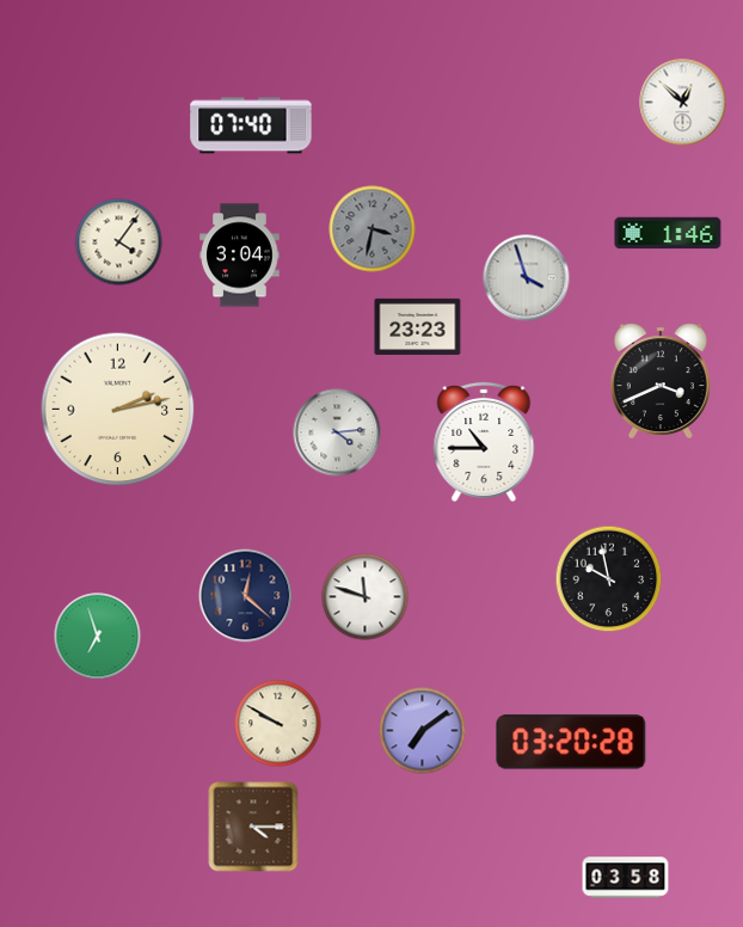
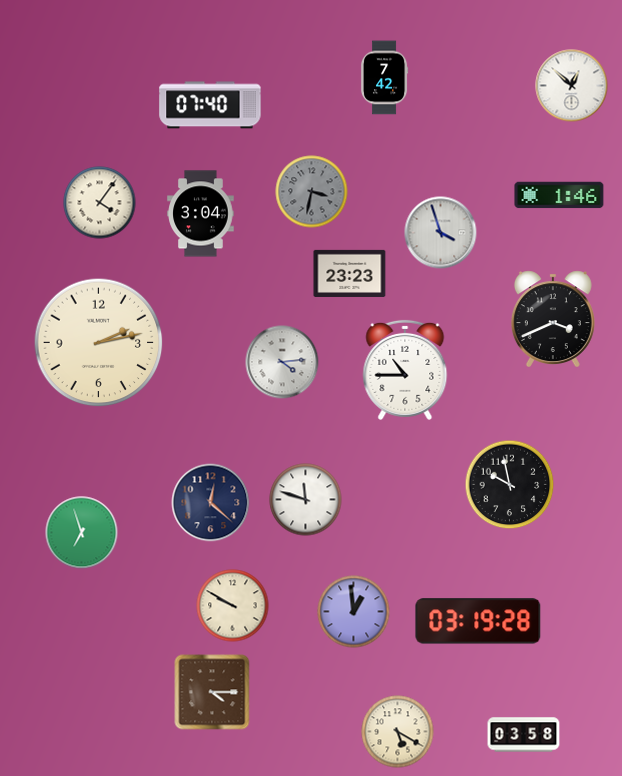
clock at (384, 78): none -> 7:42
clock at (246, 596) position: (246, 596) -> (211, 503)
clock at (423, 731): 7:09 -> 12:59
clock at (571, 742): 03:20 -> 03:19
clock at (398, 732): none -> 5:20
